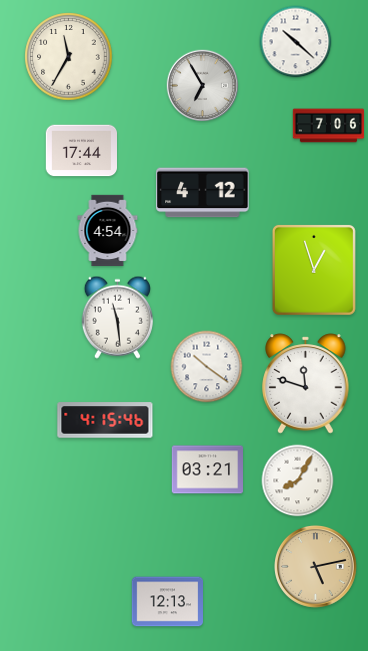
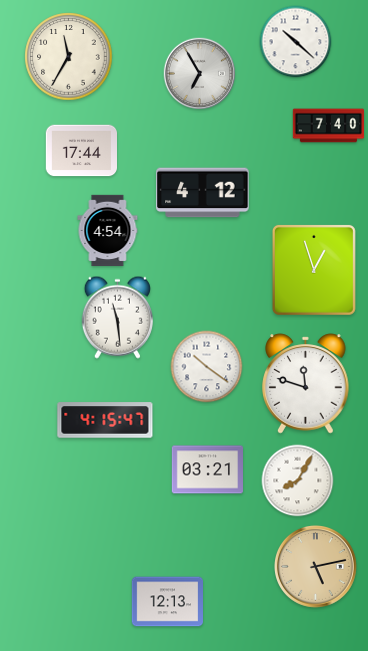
clock at (203, 86) position: (203, 86) -> (200, 74)
clock at (329, 126): 7:06 -> 7:40
clock at (105, 420): 4:15:46 -> 4:15:47
